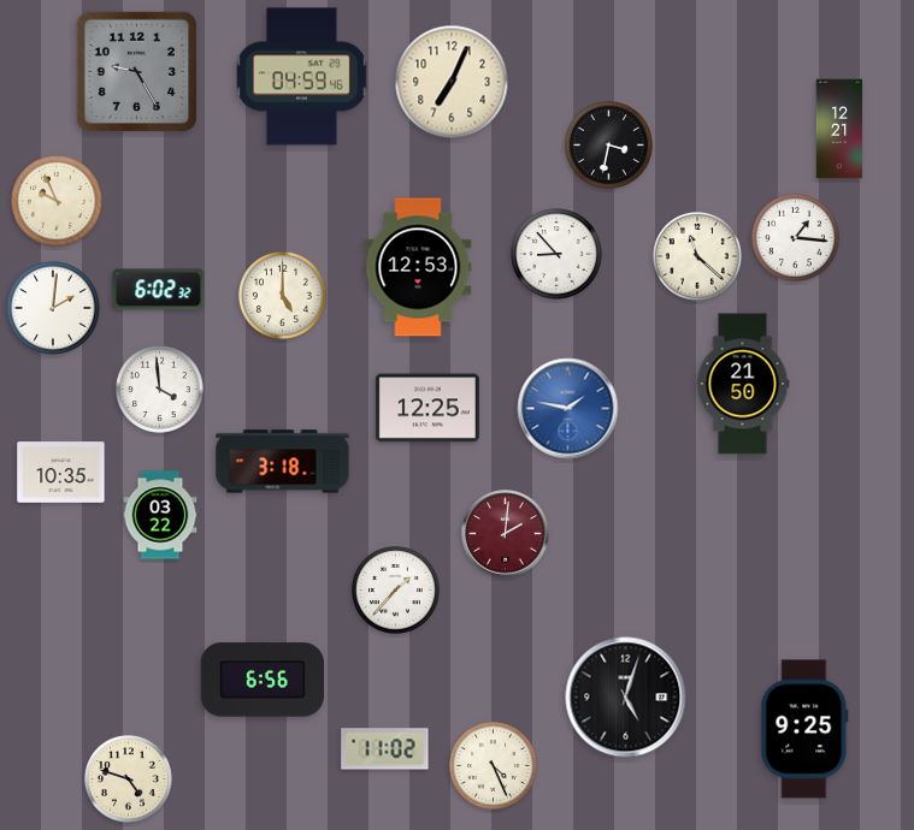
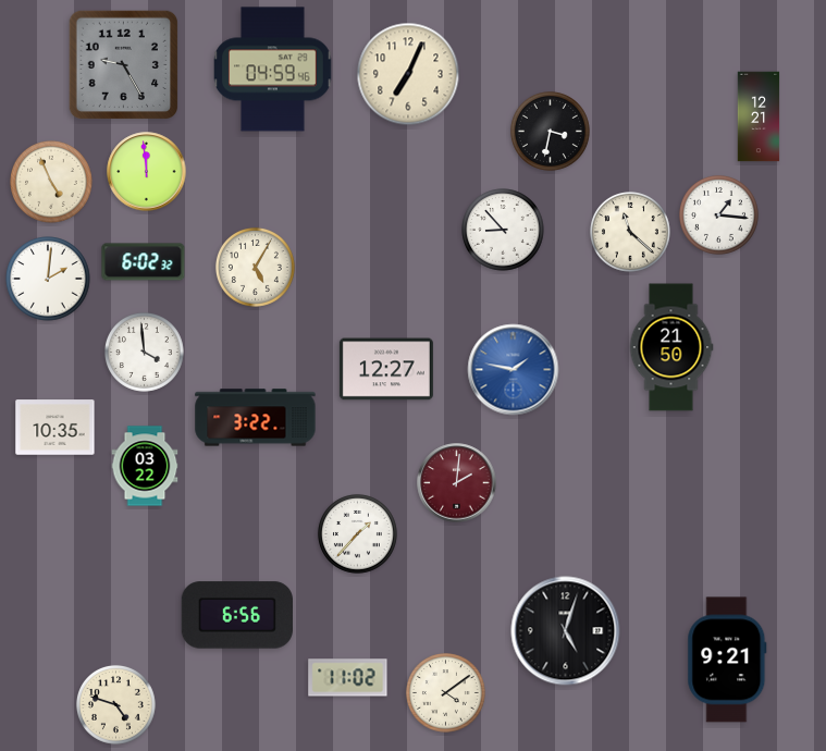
clock at (147, 172): none -> 11:59
clock at (57, 201): 9:56 -> 4:56
clock at (418, 267): 12:53 -> none
clock at (282, 295): 5:00 -> 5:05
clock at (427, 408): 12:25 -> 12:27
clock at (283, 462): 3:18 -> 3:22
clock at (804, 729): 9:25 -> 9:21
clock at (493, 765): 4:26 -> 4:09
